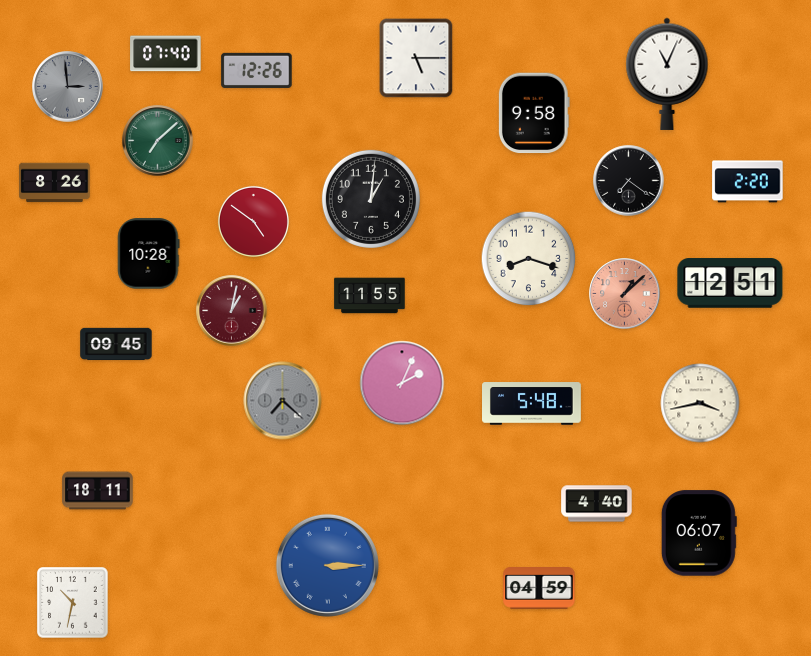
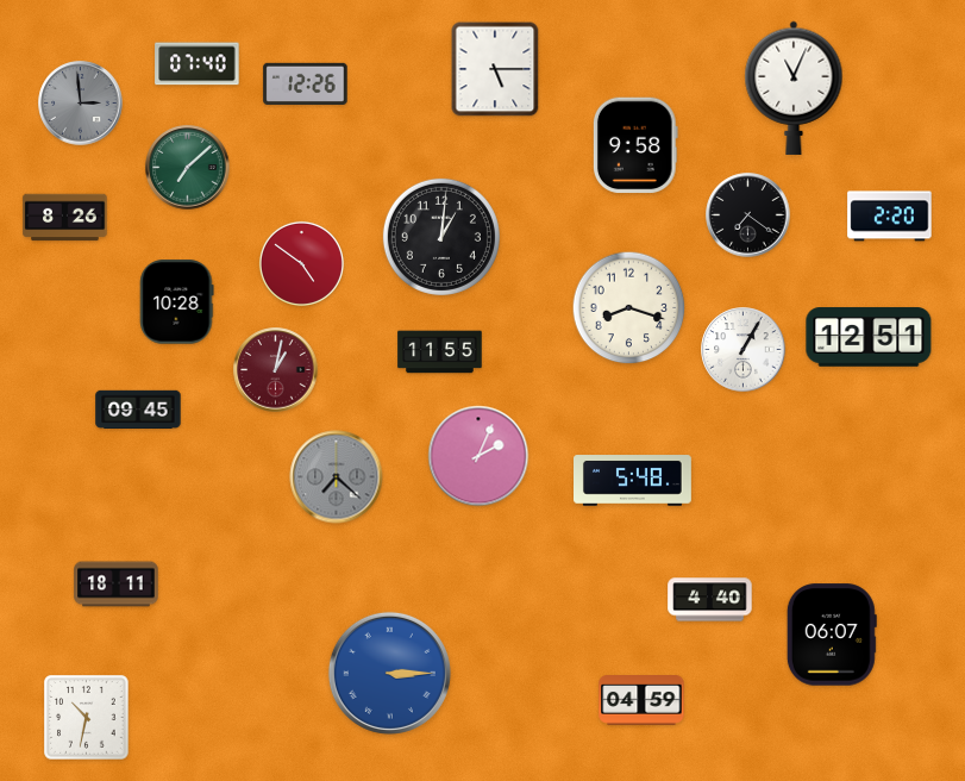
clock at (534, 113) position: (534, 113) -> (635, 145)
clock at (625, 294): 1:08 -> 1:05
clock at (625, 294) dial: salmon -> white
clock at (700, 403): 3:43 -> none
